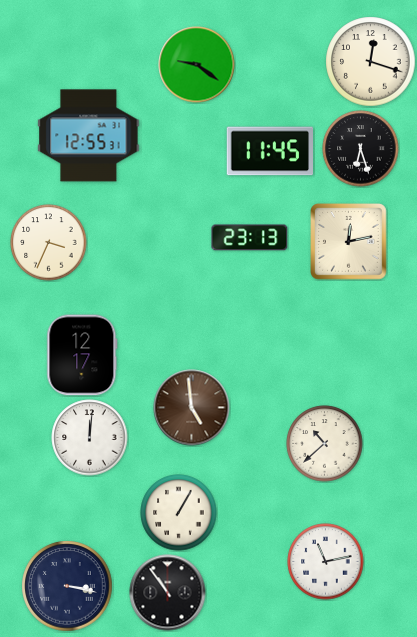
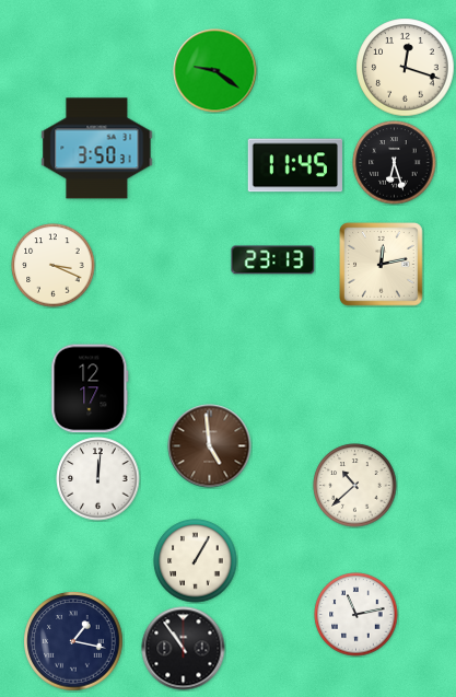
clock at (89, 136): 12:55 -> 3:50
clock at (49, 243): 3:34 -> 3:19
clock at (67, 586): 3:17 -> 1:17
